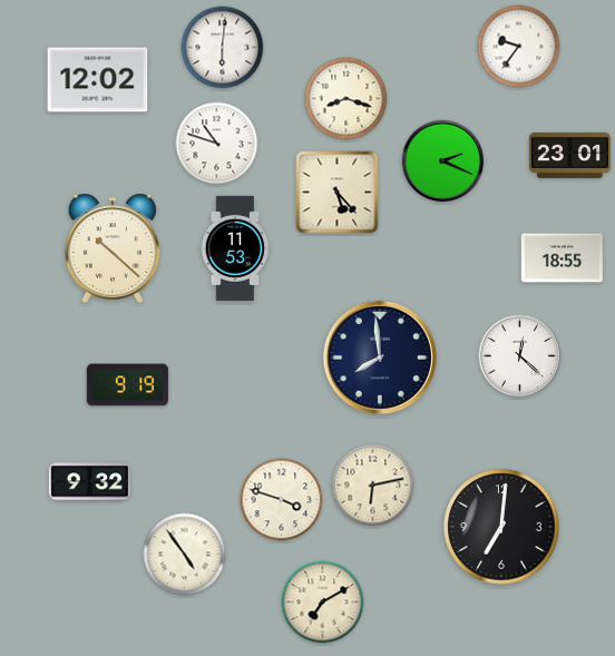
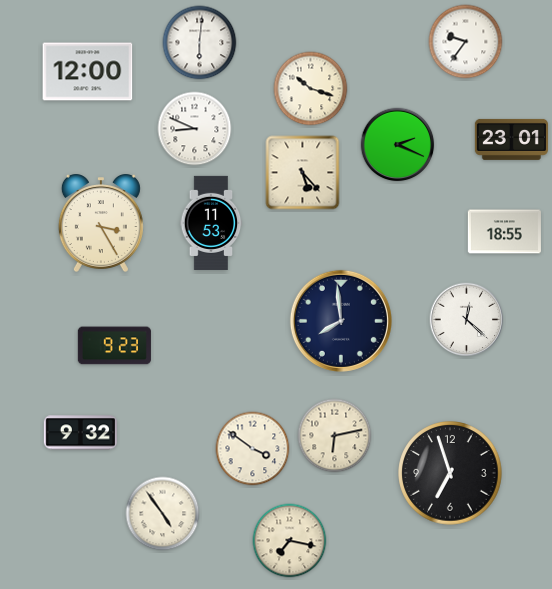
clock at (98, 80): 12:02 -> 12:00
clock at (346, 99): 8:18 -> 10:18
clock at (217, 144): 10:48 -> 8:49
clock at (113, 248): 10:22 -> 3:25
clock at (127, 385): 9:19 -> 9:23
clock at (282, 500): 3:48 -> 3:51
clock at (501, 527): 7:01 -> 6:57
clock at (185, 555) position: (185, 555) -> (163, 514)
clock at (323, 603): 7:10 -> 7:17
